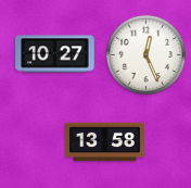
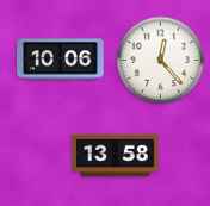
clock at (55, 54): 10:27 -> 10:06
clock at (145, 55): 12:26 -> 12:23
